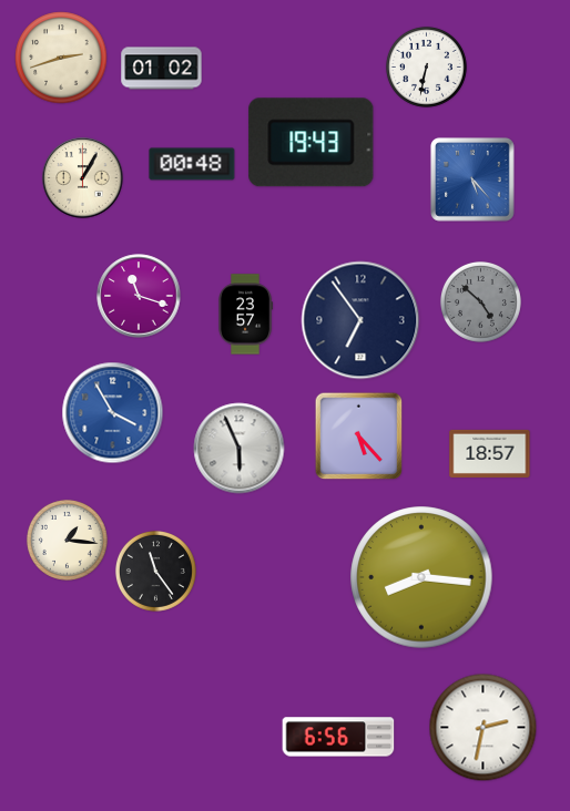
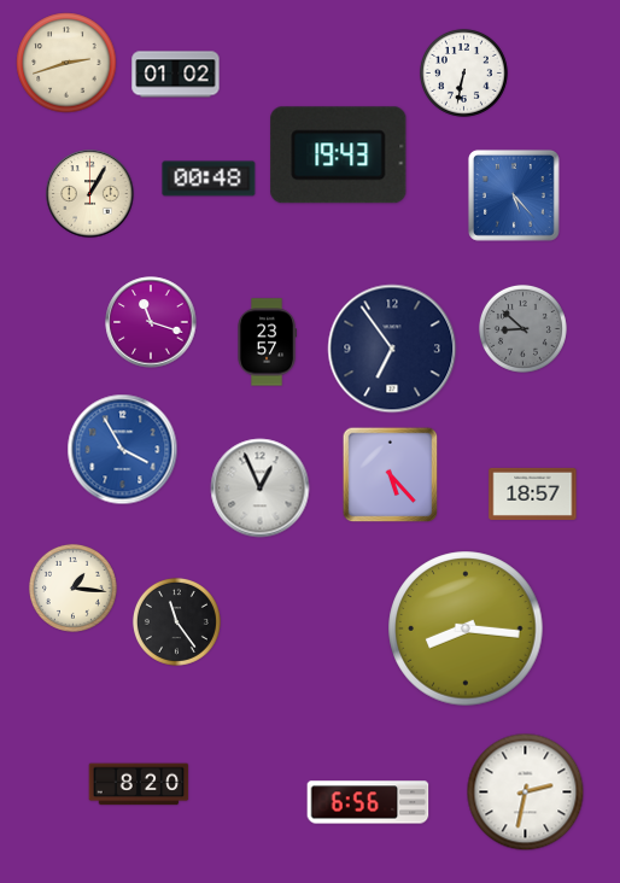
clock at (480, 301): 4:52 -> 8:52
clock at (240, 449): 5:56 -> 12:56
clock at (155, 571) position: (155, 571) -> (176, 621)
clock at (421, 577) position: (421, 577) -> (466, 628)
clock at (139, 784): none -> 8:20
